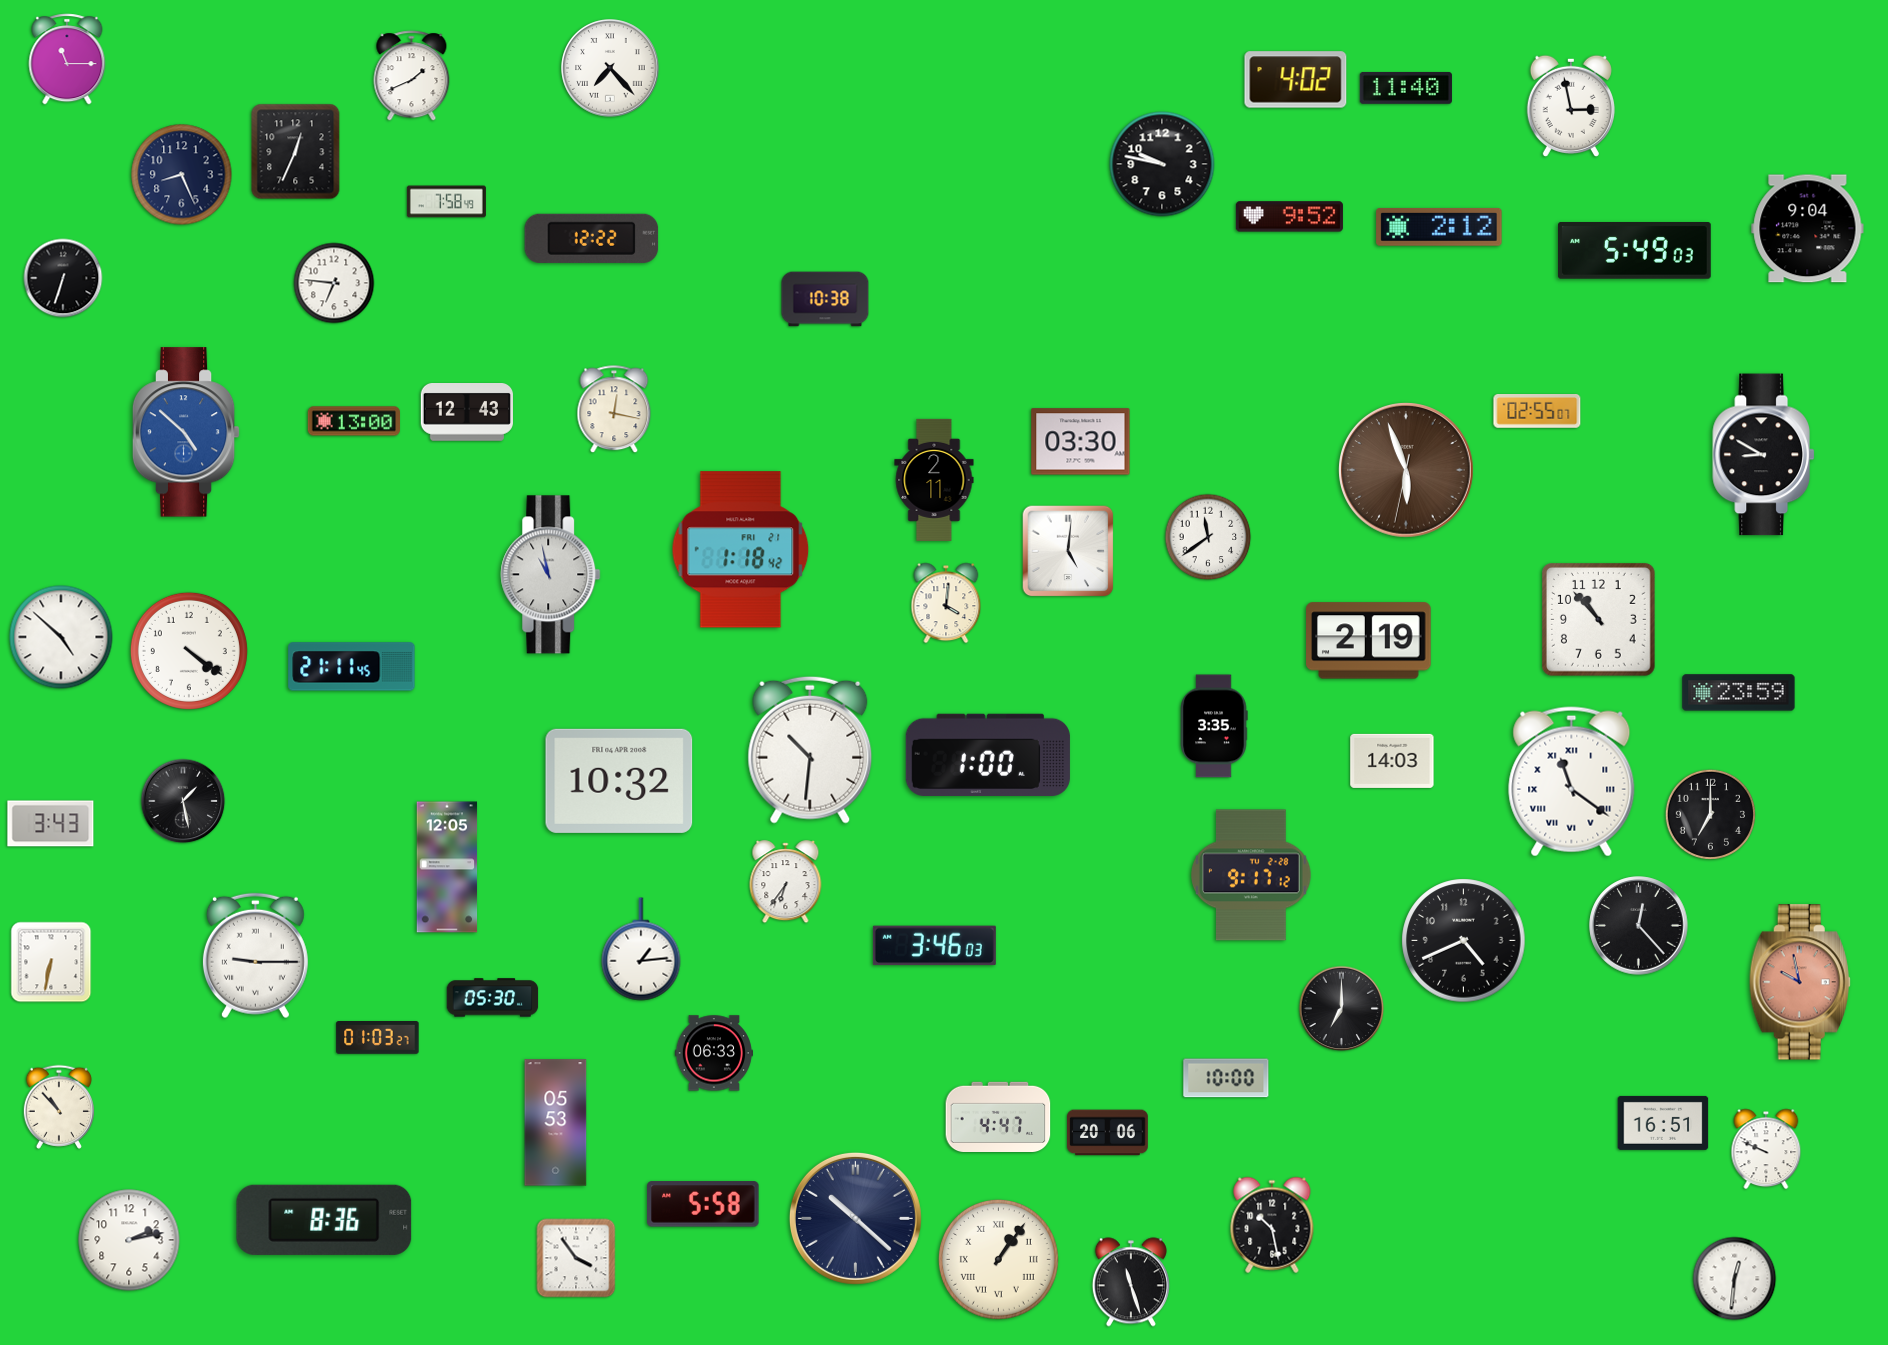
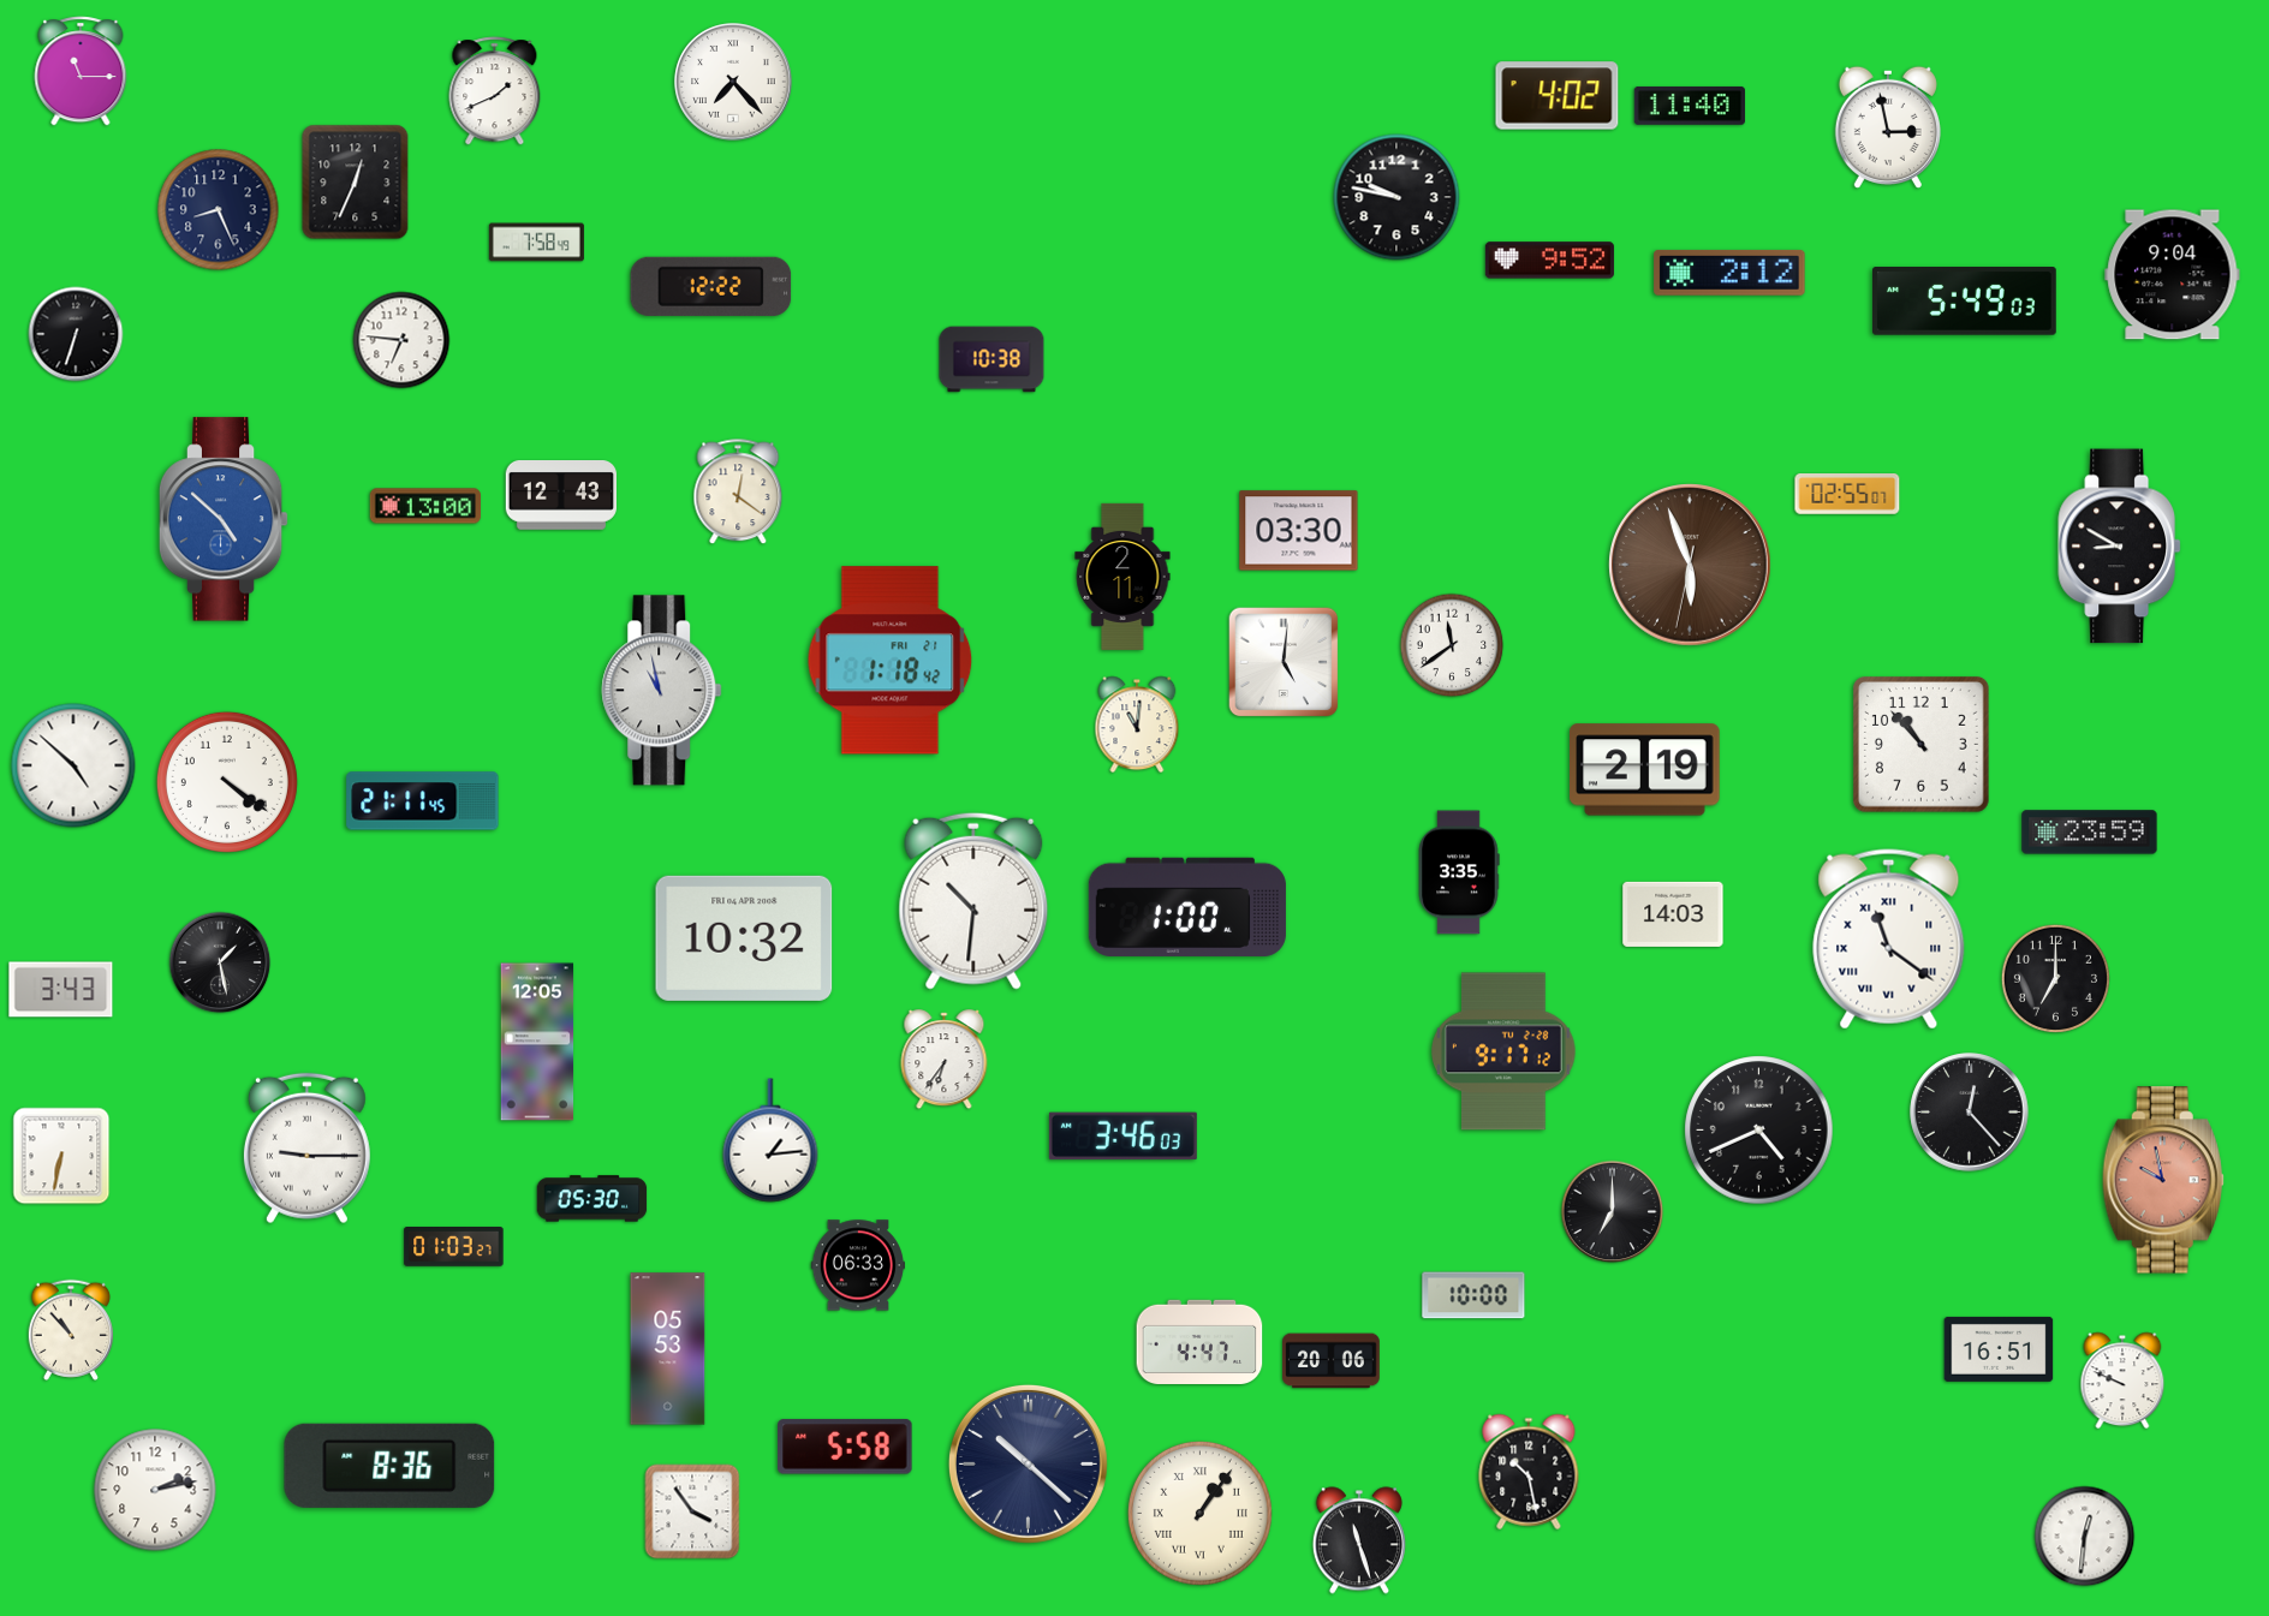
clock at (614, 410): 12:17 -> 12:21
clock at (946, 603): 4:01 -> 11:01
